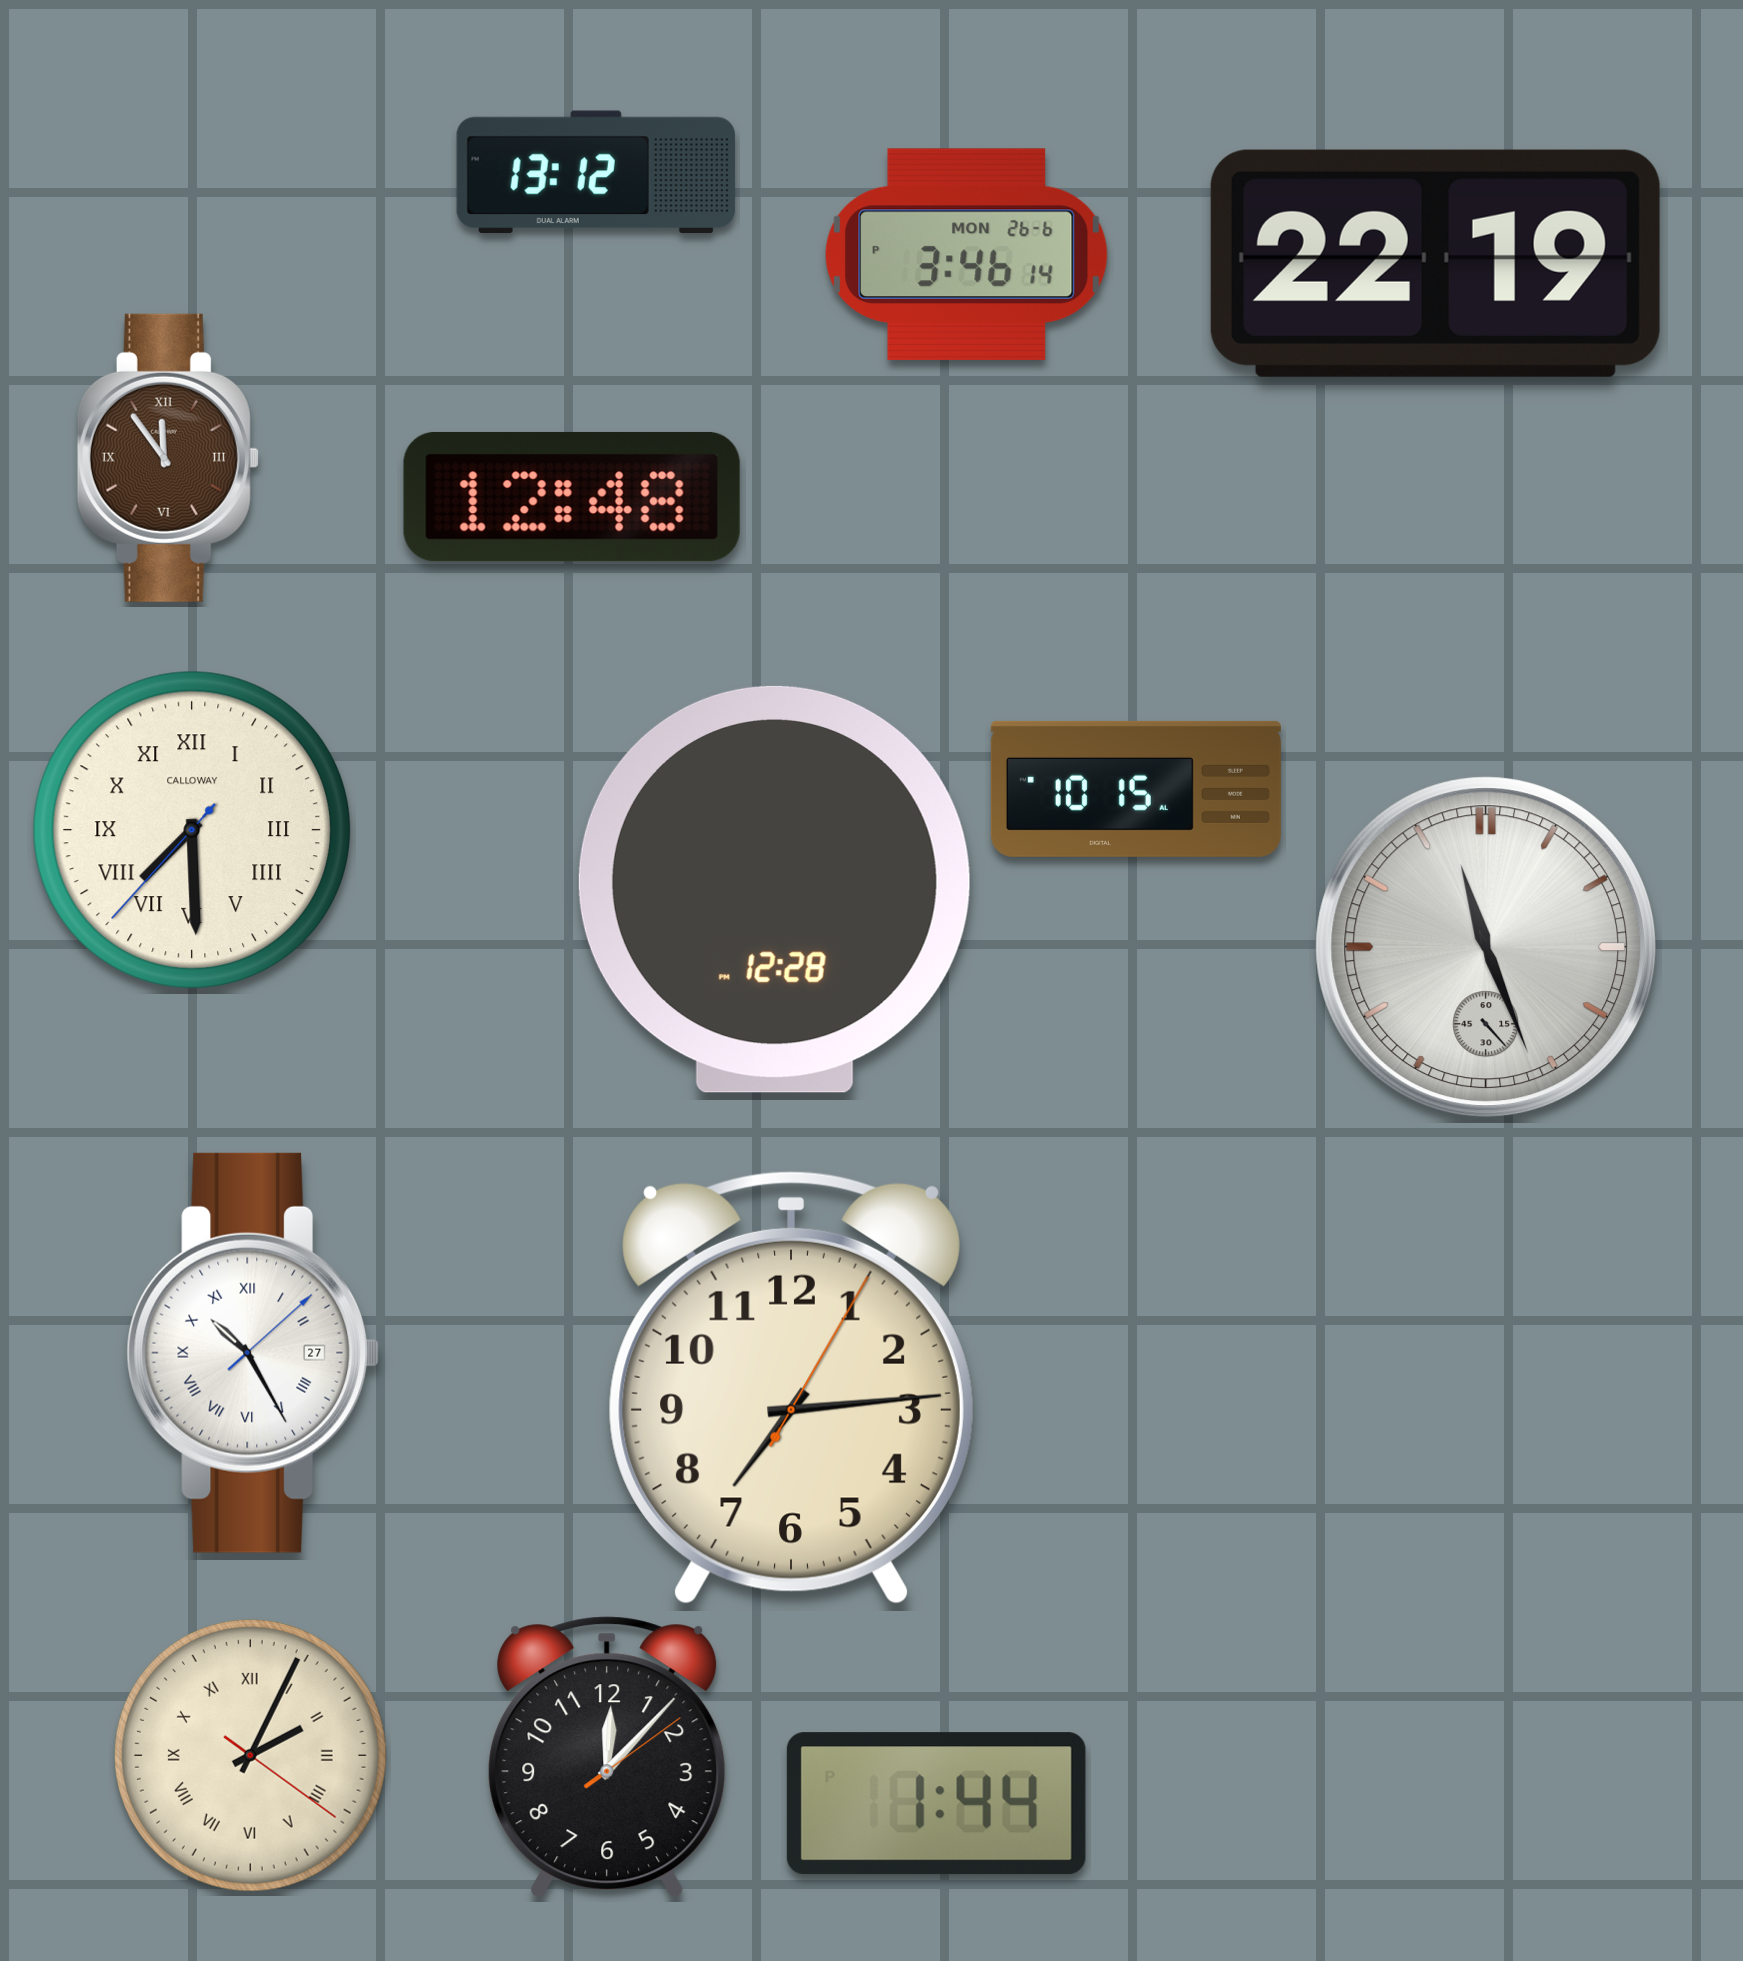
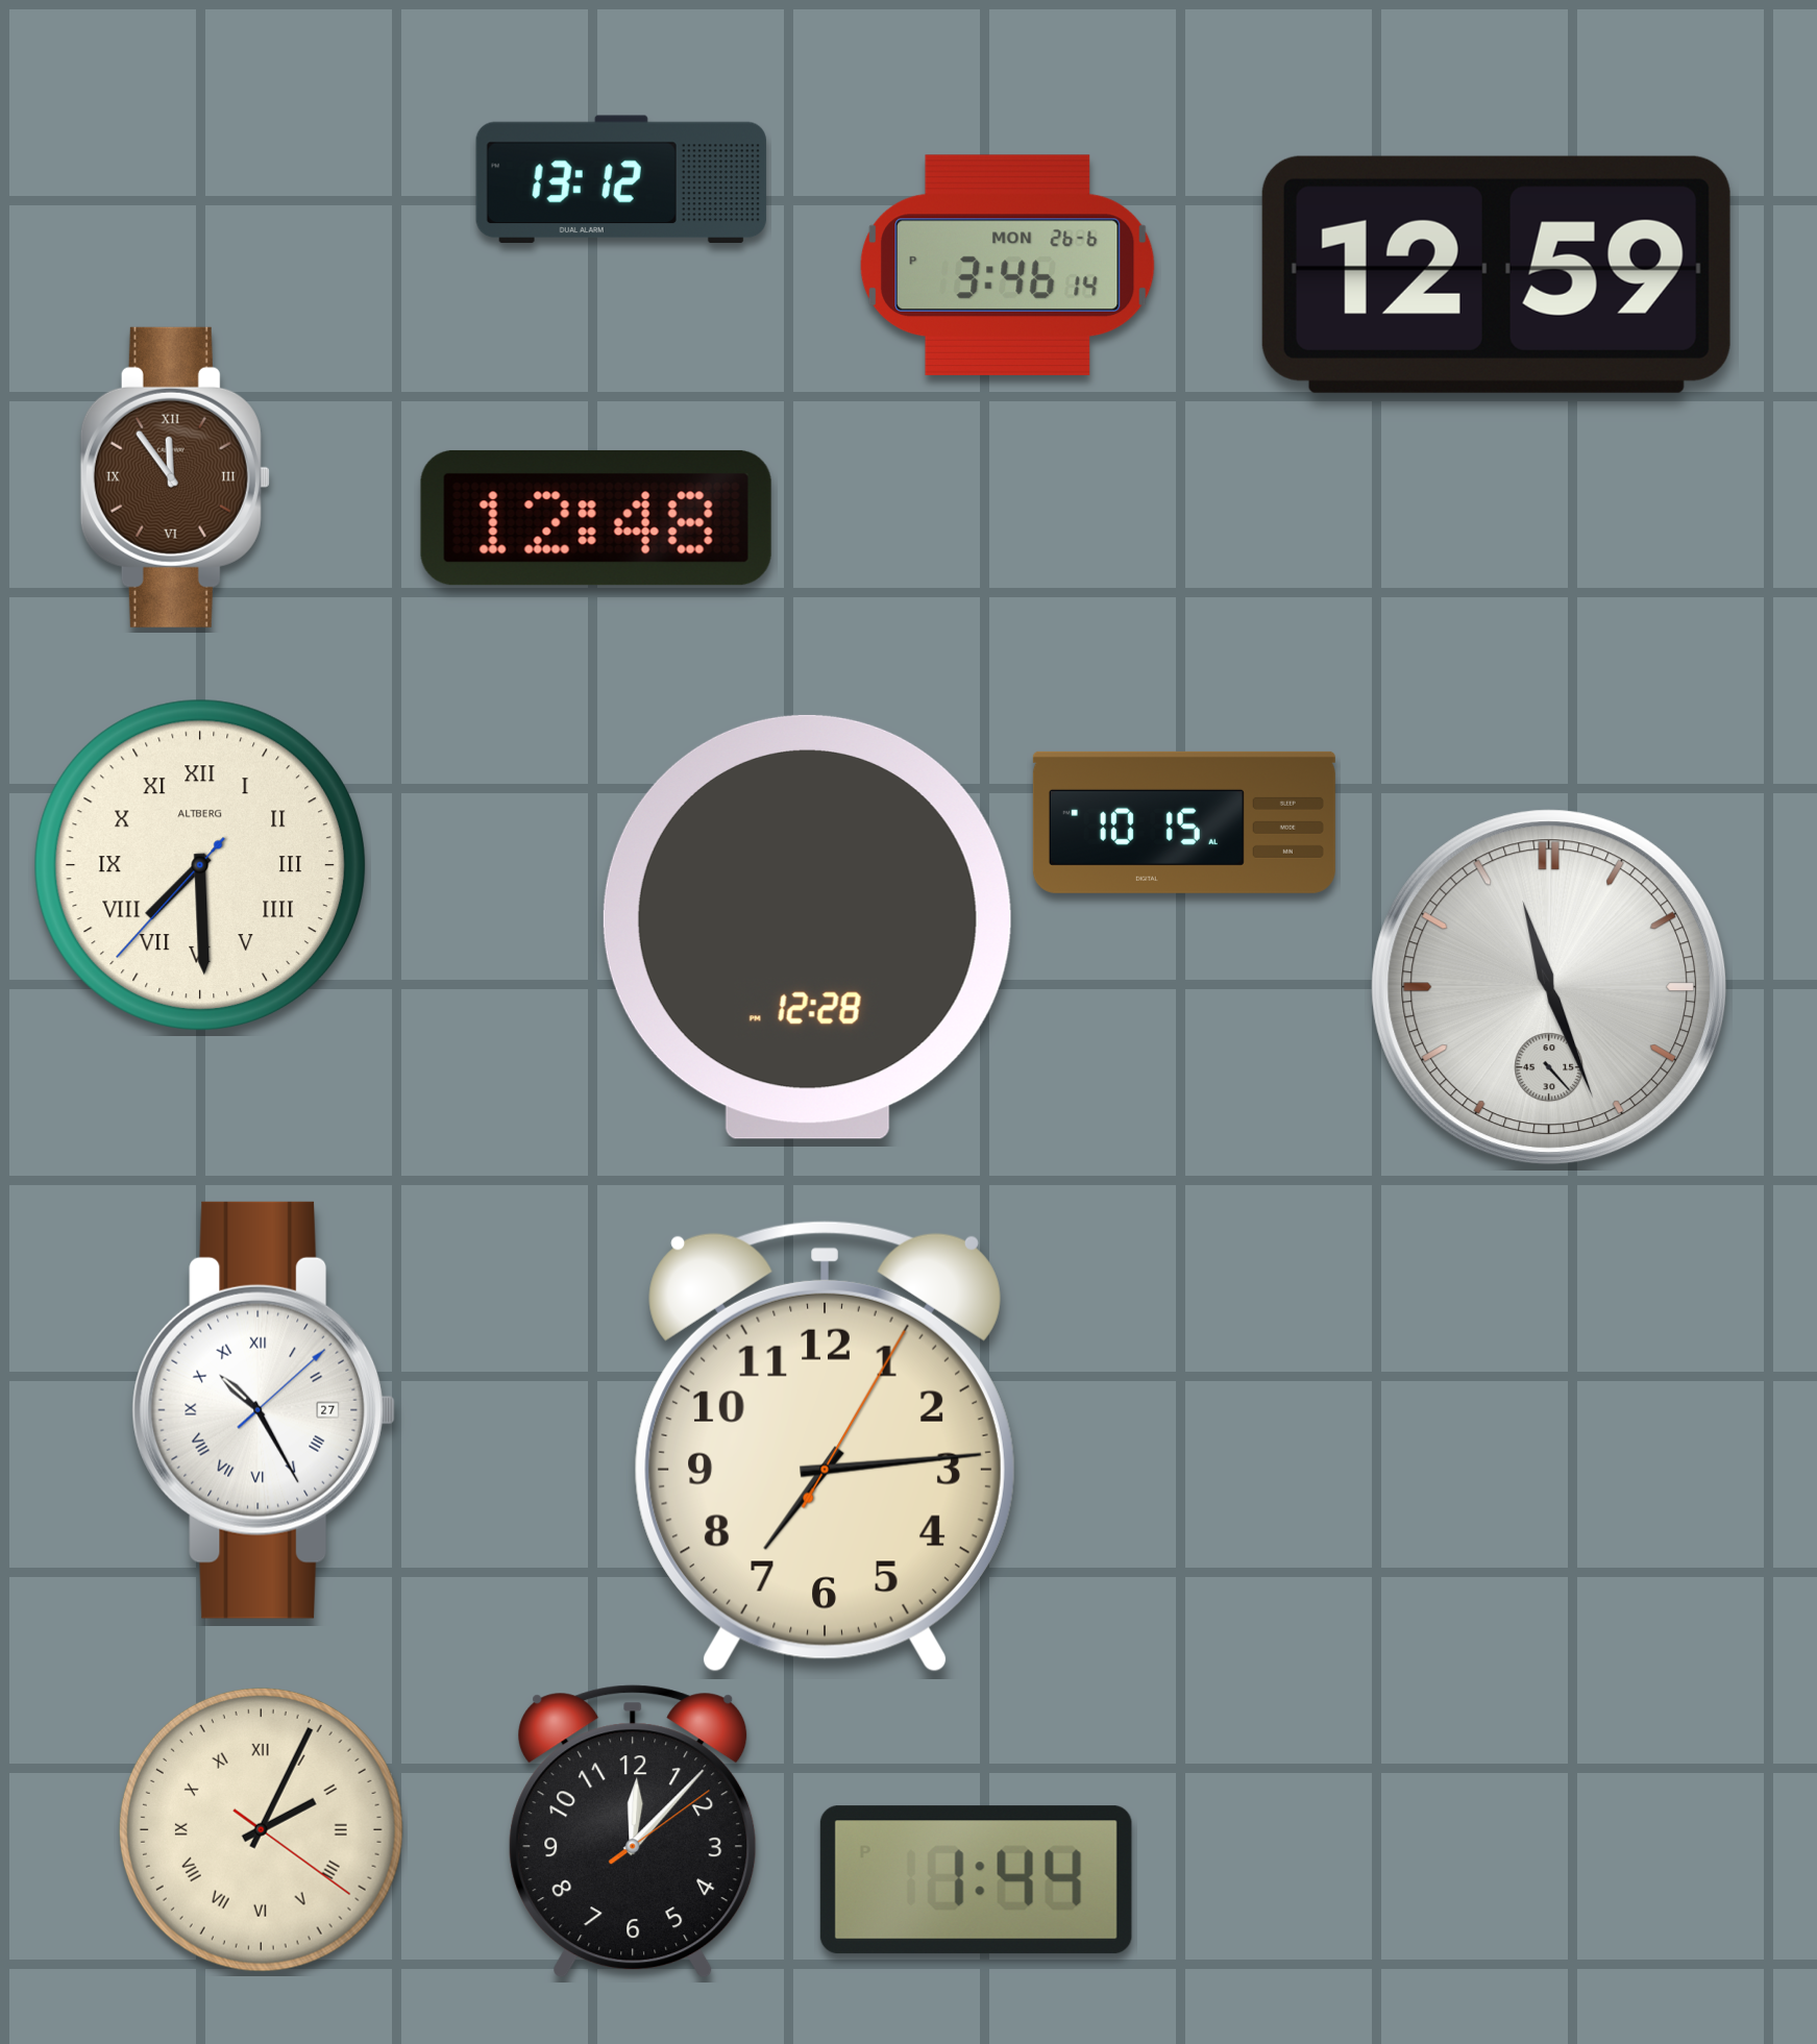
clock at (1435, 263): 22:19 -> 12:59
clock at (192, 830) brand: CALLOWAY -> ALTBERG
